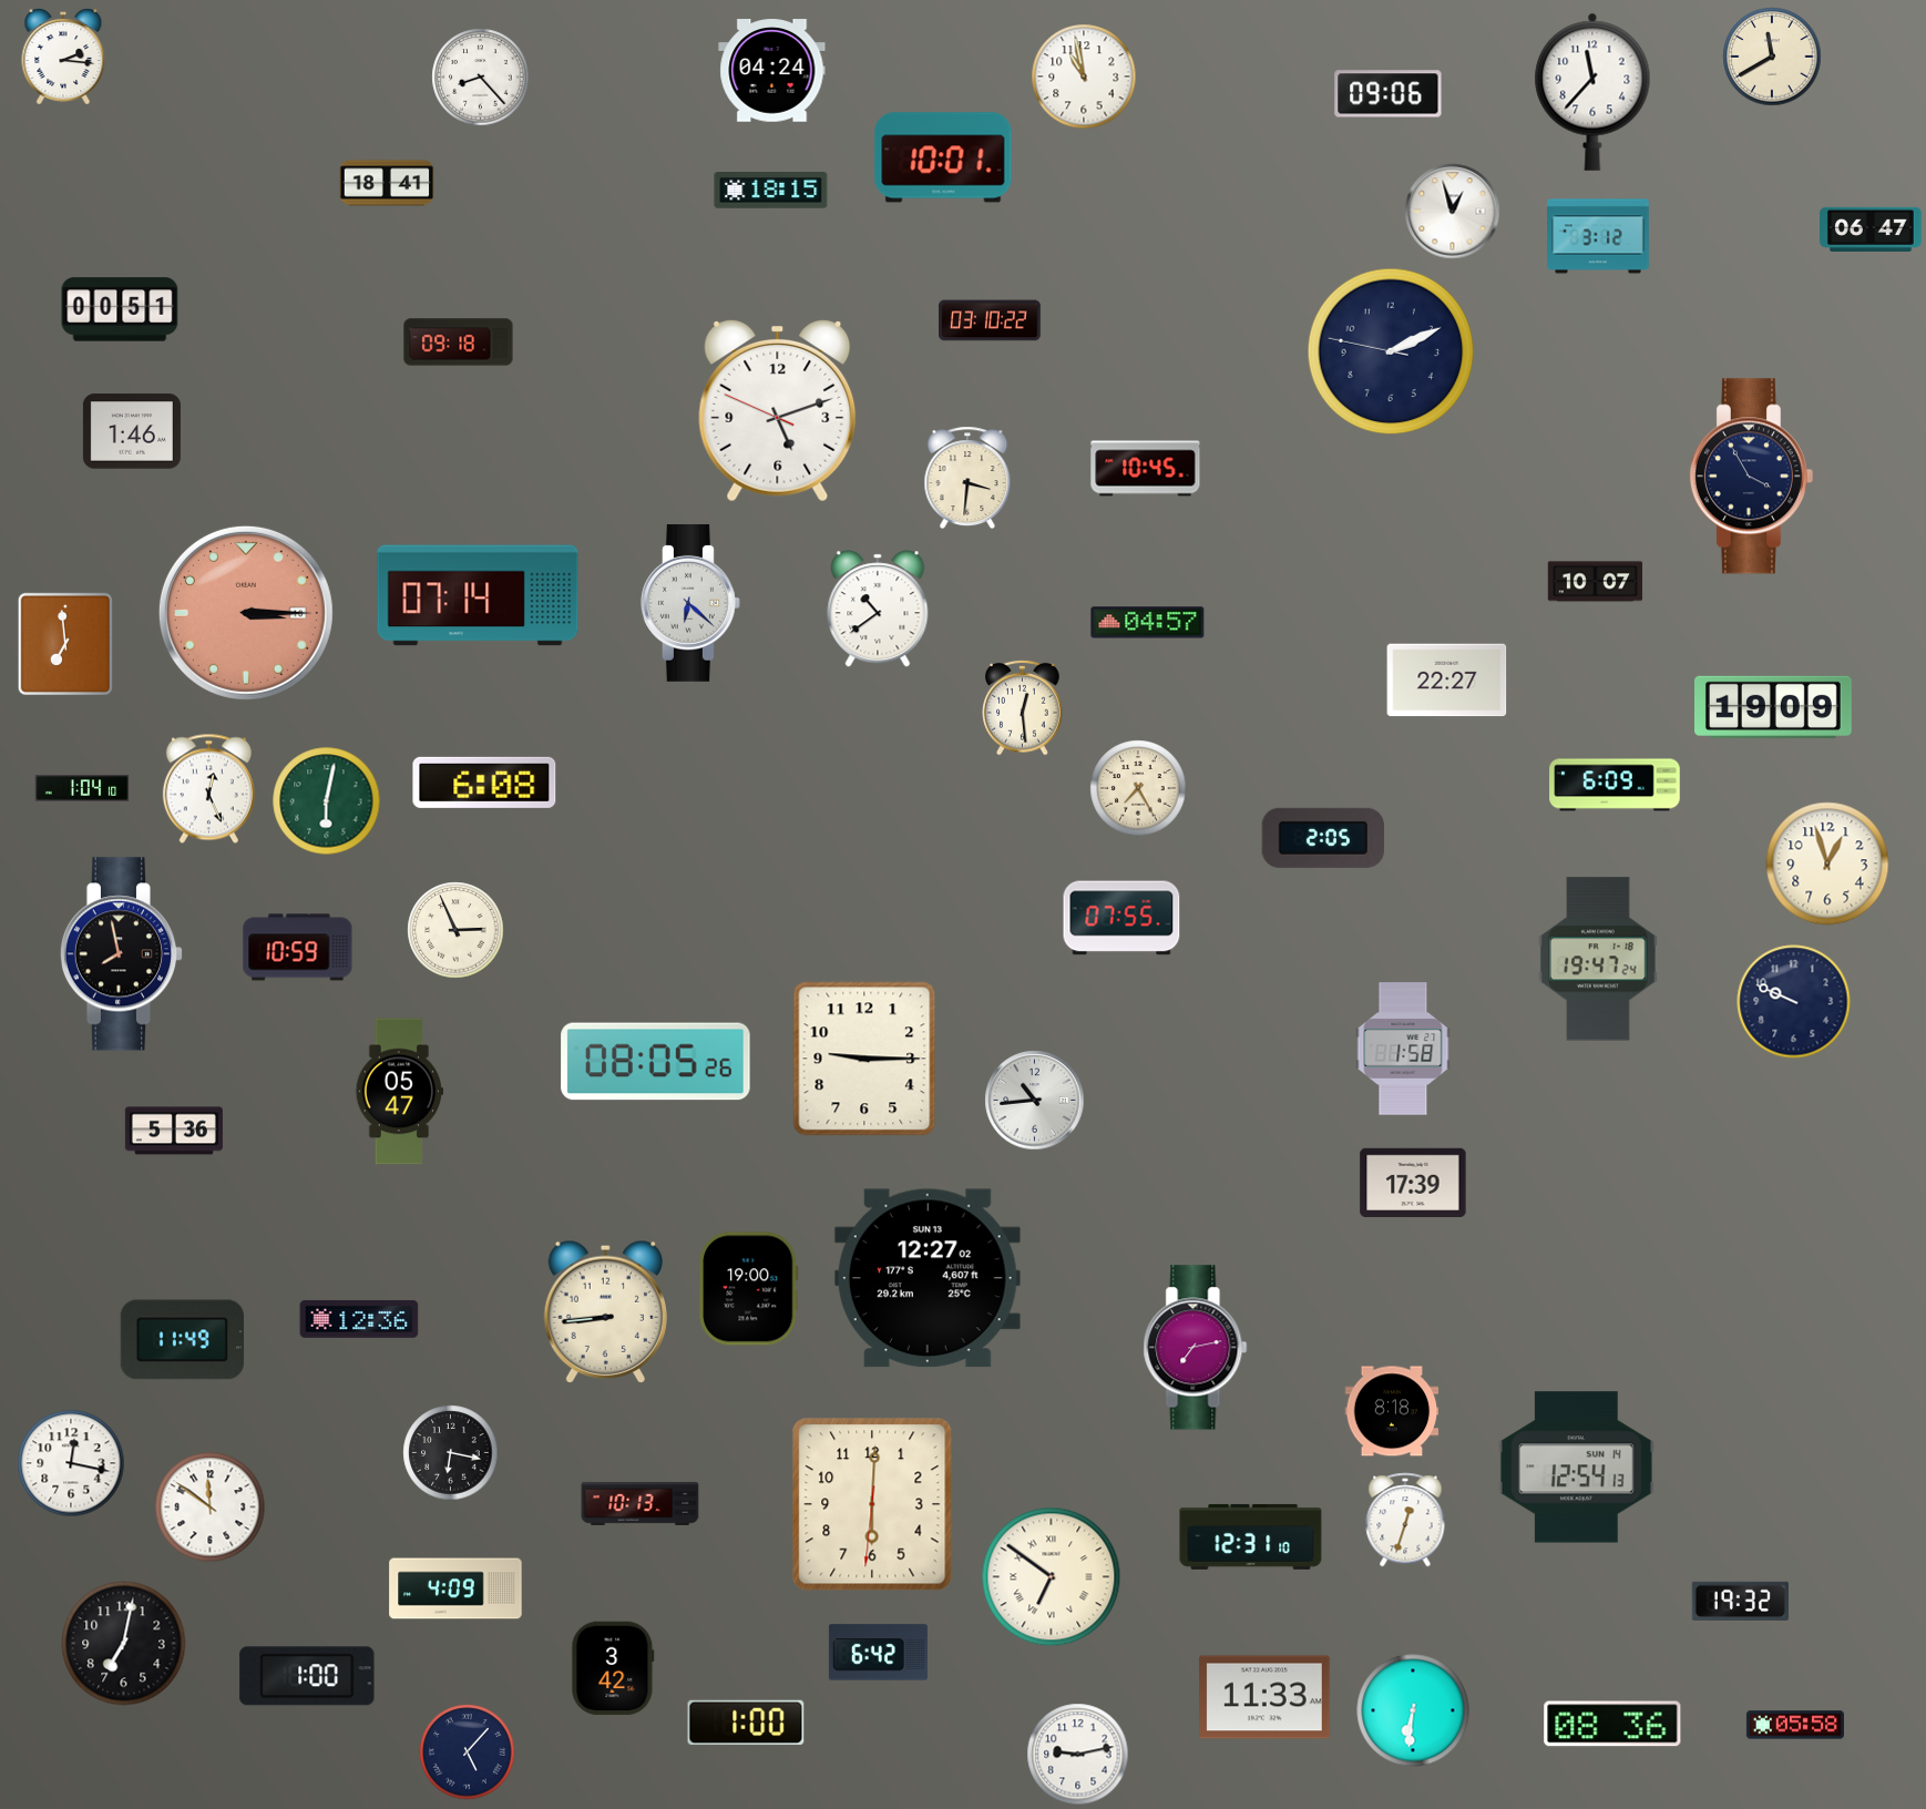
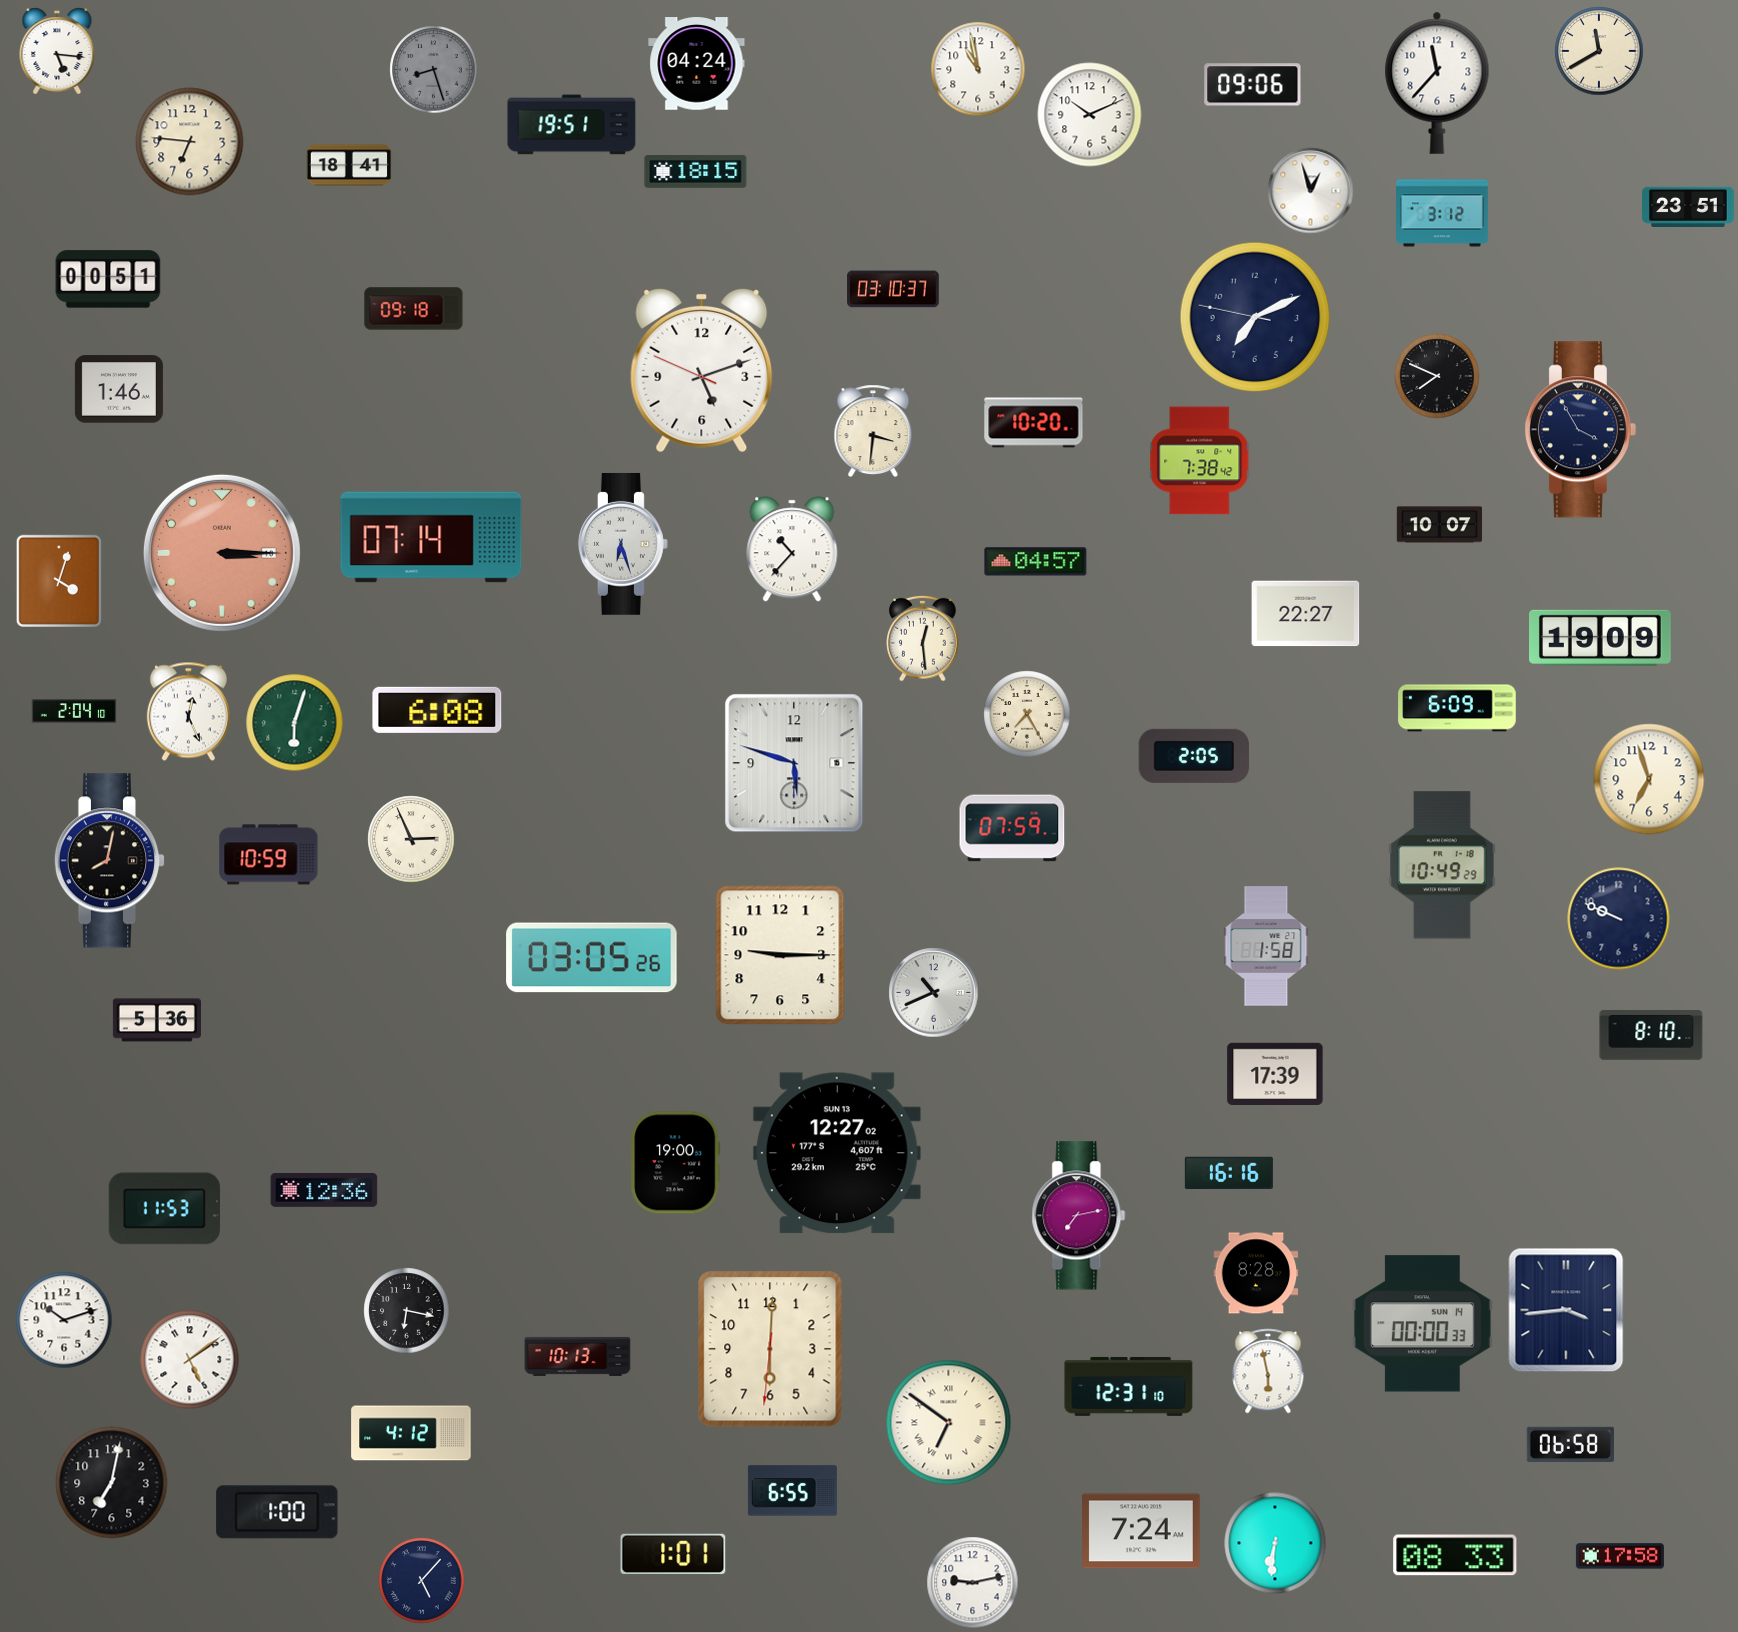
clock at (63, 57): 2:16 -> 5:16
clock at (481, 78): 8:23 -> 8:27
clock at (481, 78) dial: white -> grey
clock at (1090, 115): none -> 10:11
clock at (572, 125): none -> 19:51
clock at (190, 142): none -> 6:46
clock at (943, 157): 10:01 -> none
clock at (1871, 229): 06:47 -> 23:51
clock at (990, 320): 03:10:22 -> 03:10:37
clock at (1391, 351): 2:10 -> 7:10
clock at (1437, 376): none -> 7:49
clock at (1146, 469): 10:45 -> 10:20
clock at (1200, 461): none -> 7:38
clock at (691, 603): 6:22 -> 6:27
clock at (878, 609): 10:39 -> 10:37
clock at (64, 643): 6:59 -> 4:03
clock at (484, 783) position: (484, 783) -> (437, 710)
clock at (82, 788): 1:04 -> 2:04
clock at (1138, 788) position: (1138, 788) -> (1027, 714)
clock at (327, 801): 6:02 -> 6:03
clock at (794, 763): none -> 5:48
clock at (1827, 863): 12:57 -> 6:57
clock at (1121, 918): 07:55 -> 07:59
clock at (122, 954): 7:58 -> 8:02
clock at (1598, 959): 19:47 -> 10:49
clock at (1794, 1002) position: (1794, 1002) -> (1619, 919)
clock at (656, 1062): 08:05 -> 03:05
clock at (399, 1092): 05:47 -> none
clock at (1035, 1101): 10:44 -> 10:41
clock at (1651, 1035): none -> 8:10
clock at (1413, 1182) position: (1413, 1182) -> (1275, 1073)
clock at (1229, 1172): none -> 16:16
clock at (605, 1311): 8:44 -> none
clock at (182, 1340): 11:49 -> 11:53
clock at (1392, 1411): 8:18 -> 8:28
clock at (1566, 1310): none -> 3:44
clock at (71, 1463): 12:17 -> 10:12
clock at (1576, 1468): 12:54 -> 00:00
clock at (872, 1504) position: (872, 1504) -> (770, 1349)
clock at (211, 1507): 11:51 -> 5:09
clock at (1405, 1520): 12:33 -> 5:58
clock at (455, 1588): 4:09 -> 4:12
clock at (1740, 1601): 19:32 -> 06:58
clock at (878, 1653): 6:42 -> 6:55
clock at (613, 1668): 3:42 -> none
clock at (1264, 1697): 11:33 -> 7:24
clock at (746, 1723): 1:00 -> 1:01
clock at (1612, 1724): 08:36 -> 08:33
clock at (1795, 1725): 05:58 -> 17:58
